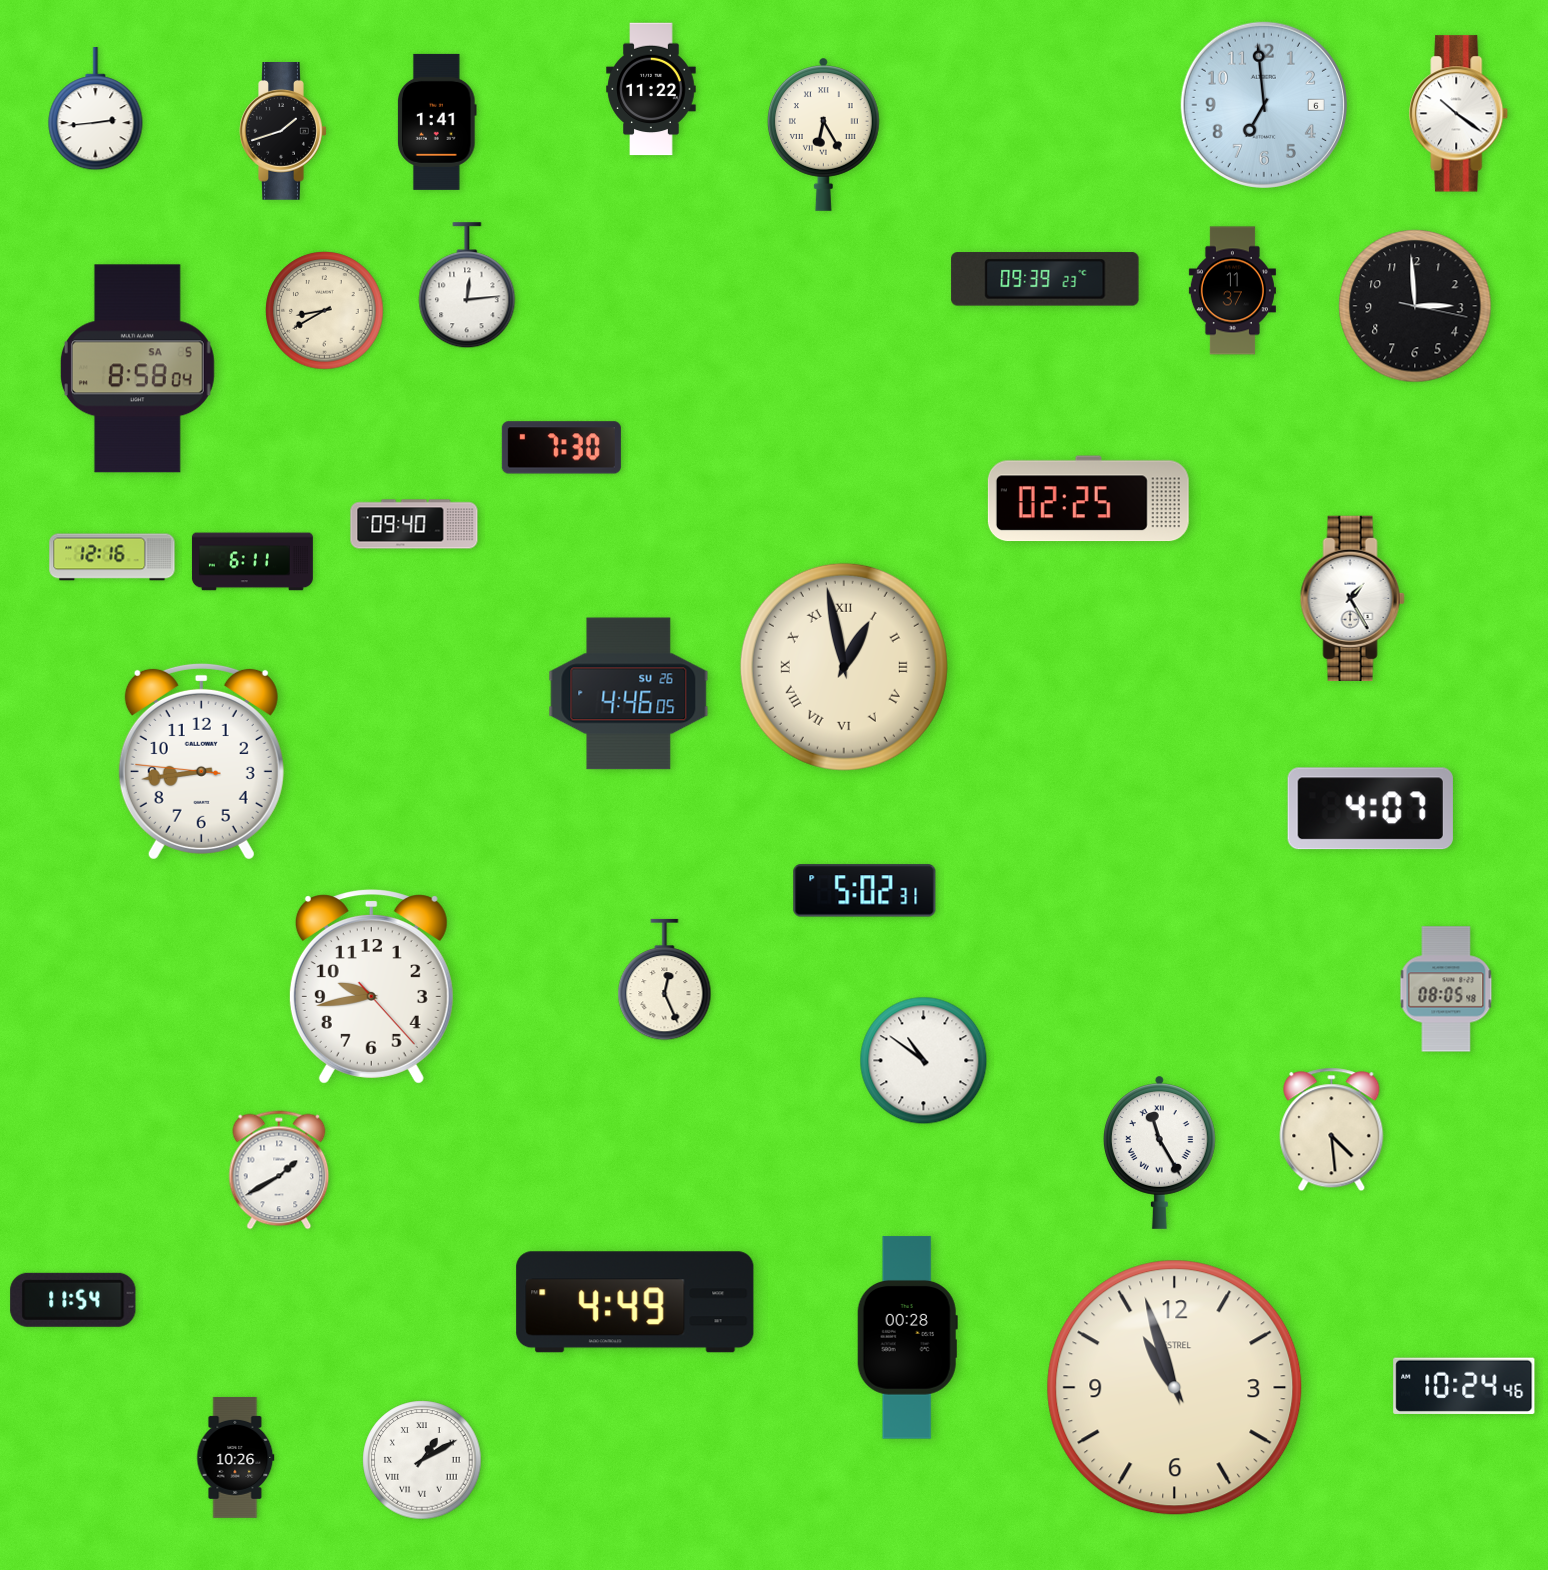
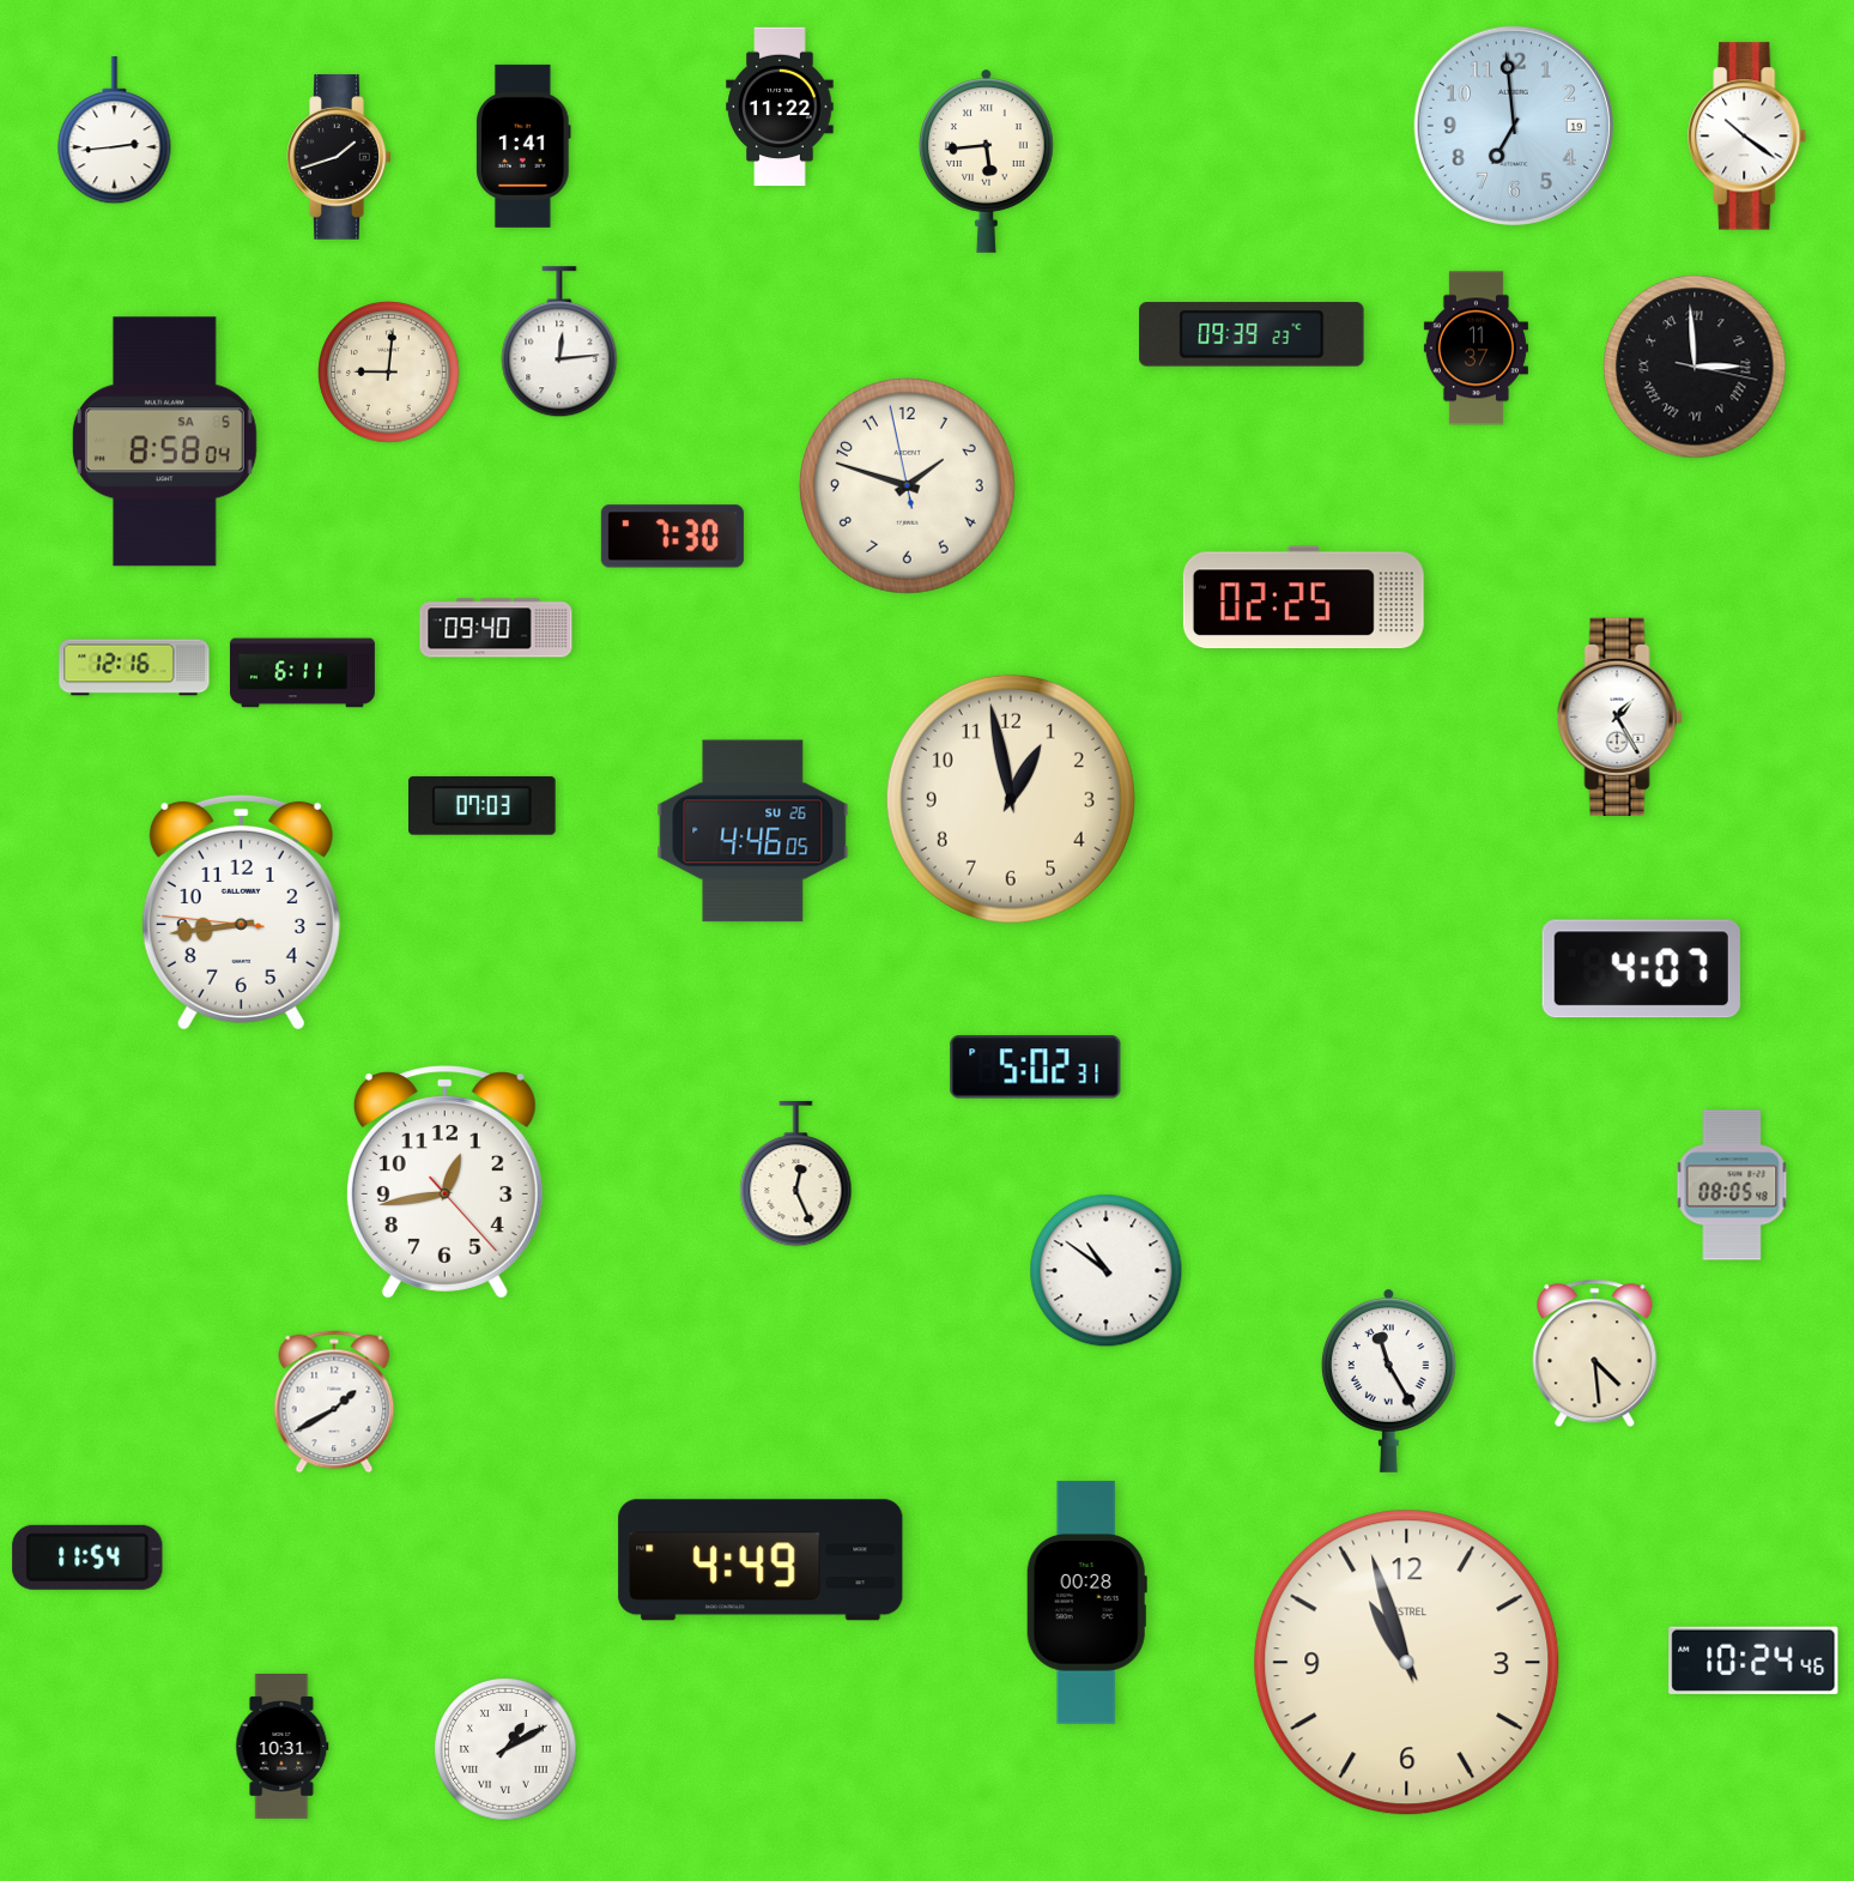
clock at (1264, 105) date: 6 -> 19
clock at (823, 134): 6:25 -> 5:44
clock at (1415, 306) numerals: Arabic -> Roman
clock at (325, 311): 8:40 -> 9:01
clock at (907, 485): none -> 1:47
clock at (844, 667) numerals: Roman -> Arabic
clock at (483, 805): none -> 07:03
clock at (371, 987): 9:43 -> 12:43
clock at (236, 1457): 10:26 -> 10:31
